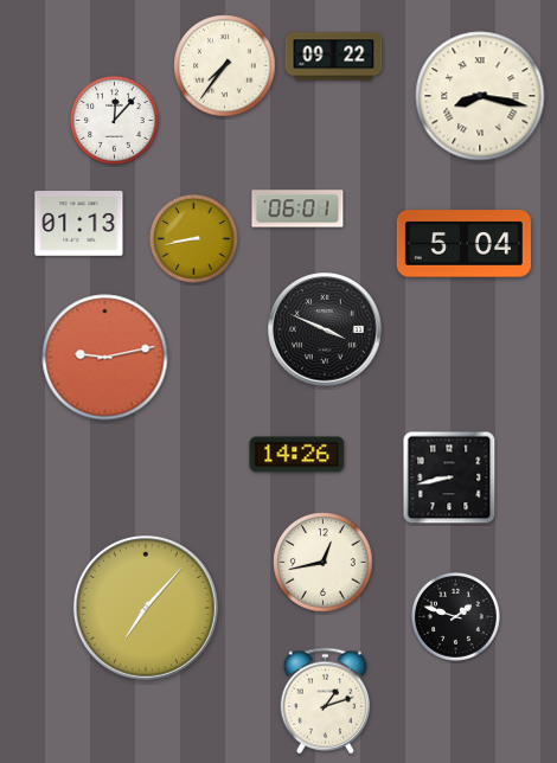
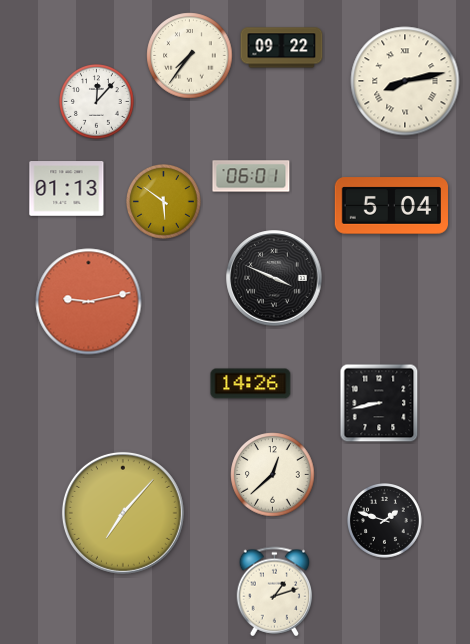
clock at (480, 96): 8:17 -> 8:13
clock at (194, 239): 8:43 -> 5:51
clock at (324, 563): 12:43 -> 12:38
